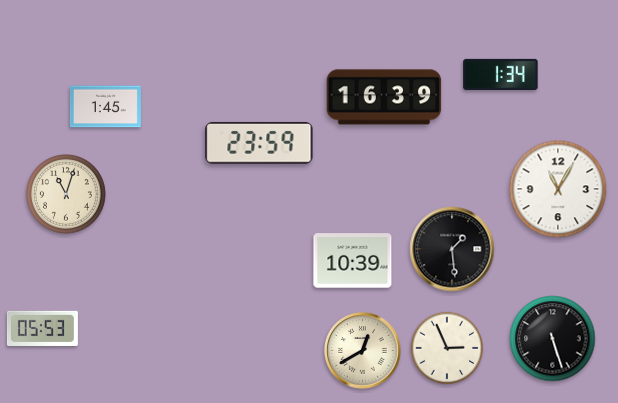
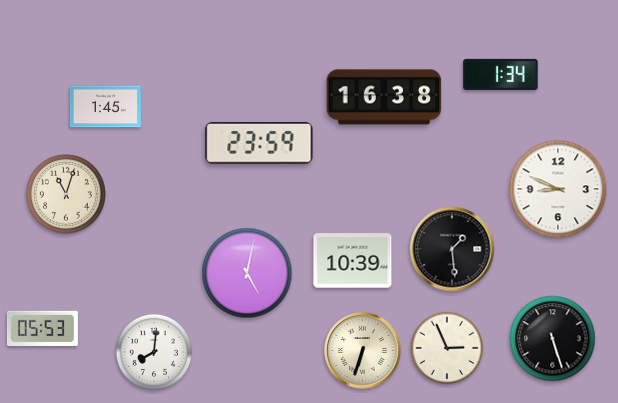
clock at (384, 97): 16:39 -> 16:38
clock at (558, 189): 11:05 -> 8:49
clock at (247, 273): none -> 5:02
clock at (363, 351): 12:40 -> 6:33
clock at (154, 352): none -> 8:01
